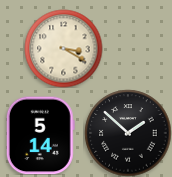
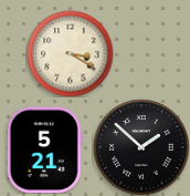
clock at (40, 135): 5:14 -> 5:21
